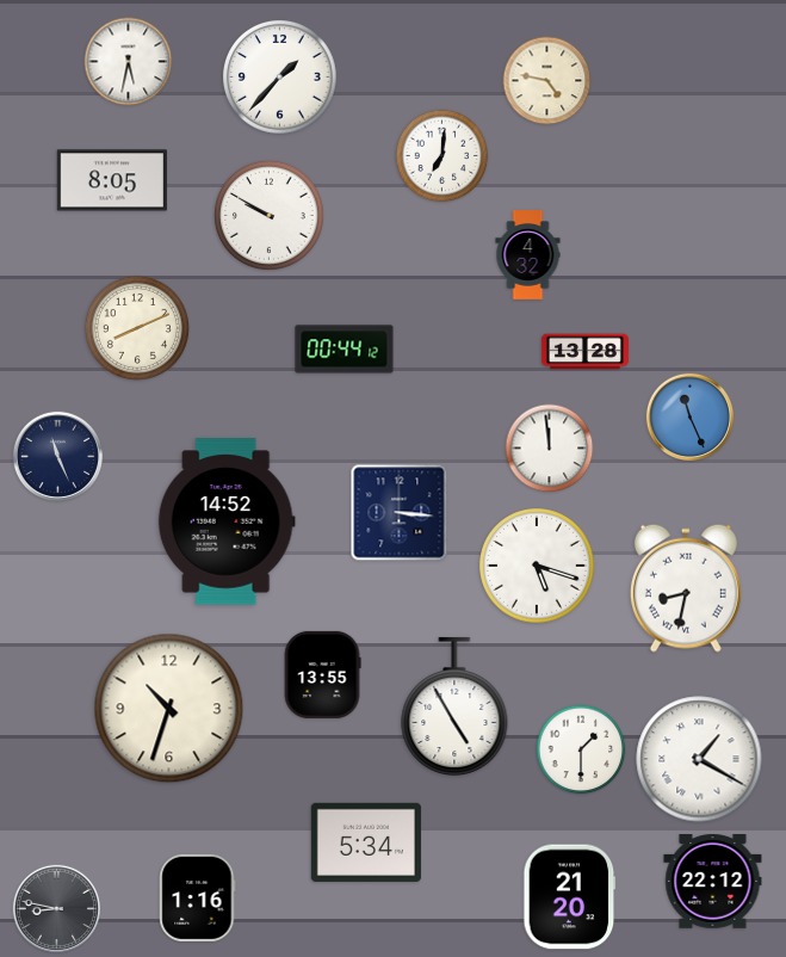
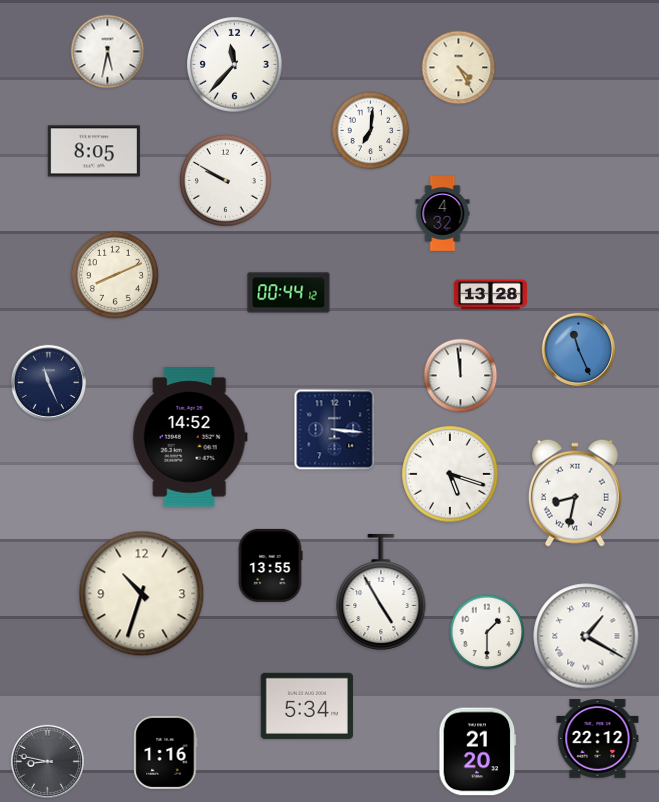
clock at (280, 78): 1:37 -> 11:37
clock at (547, 81): 4:47 -> 4:25
clock at (581, 749) position: (581, 749) -> (487, 632)
